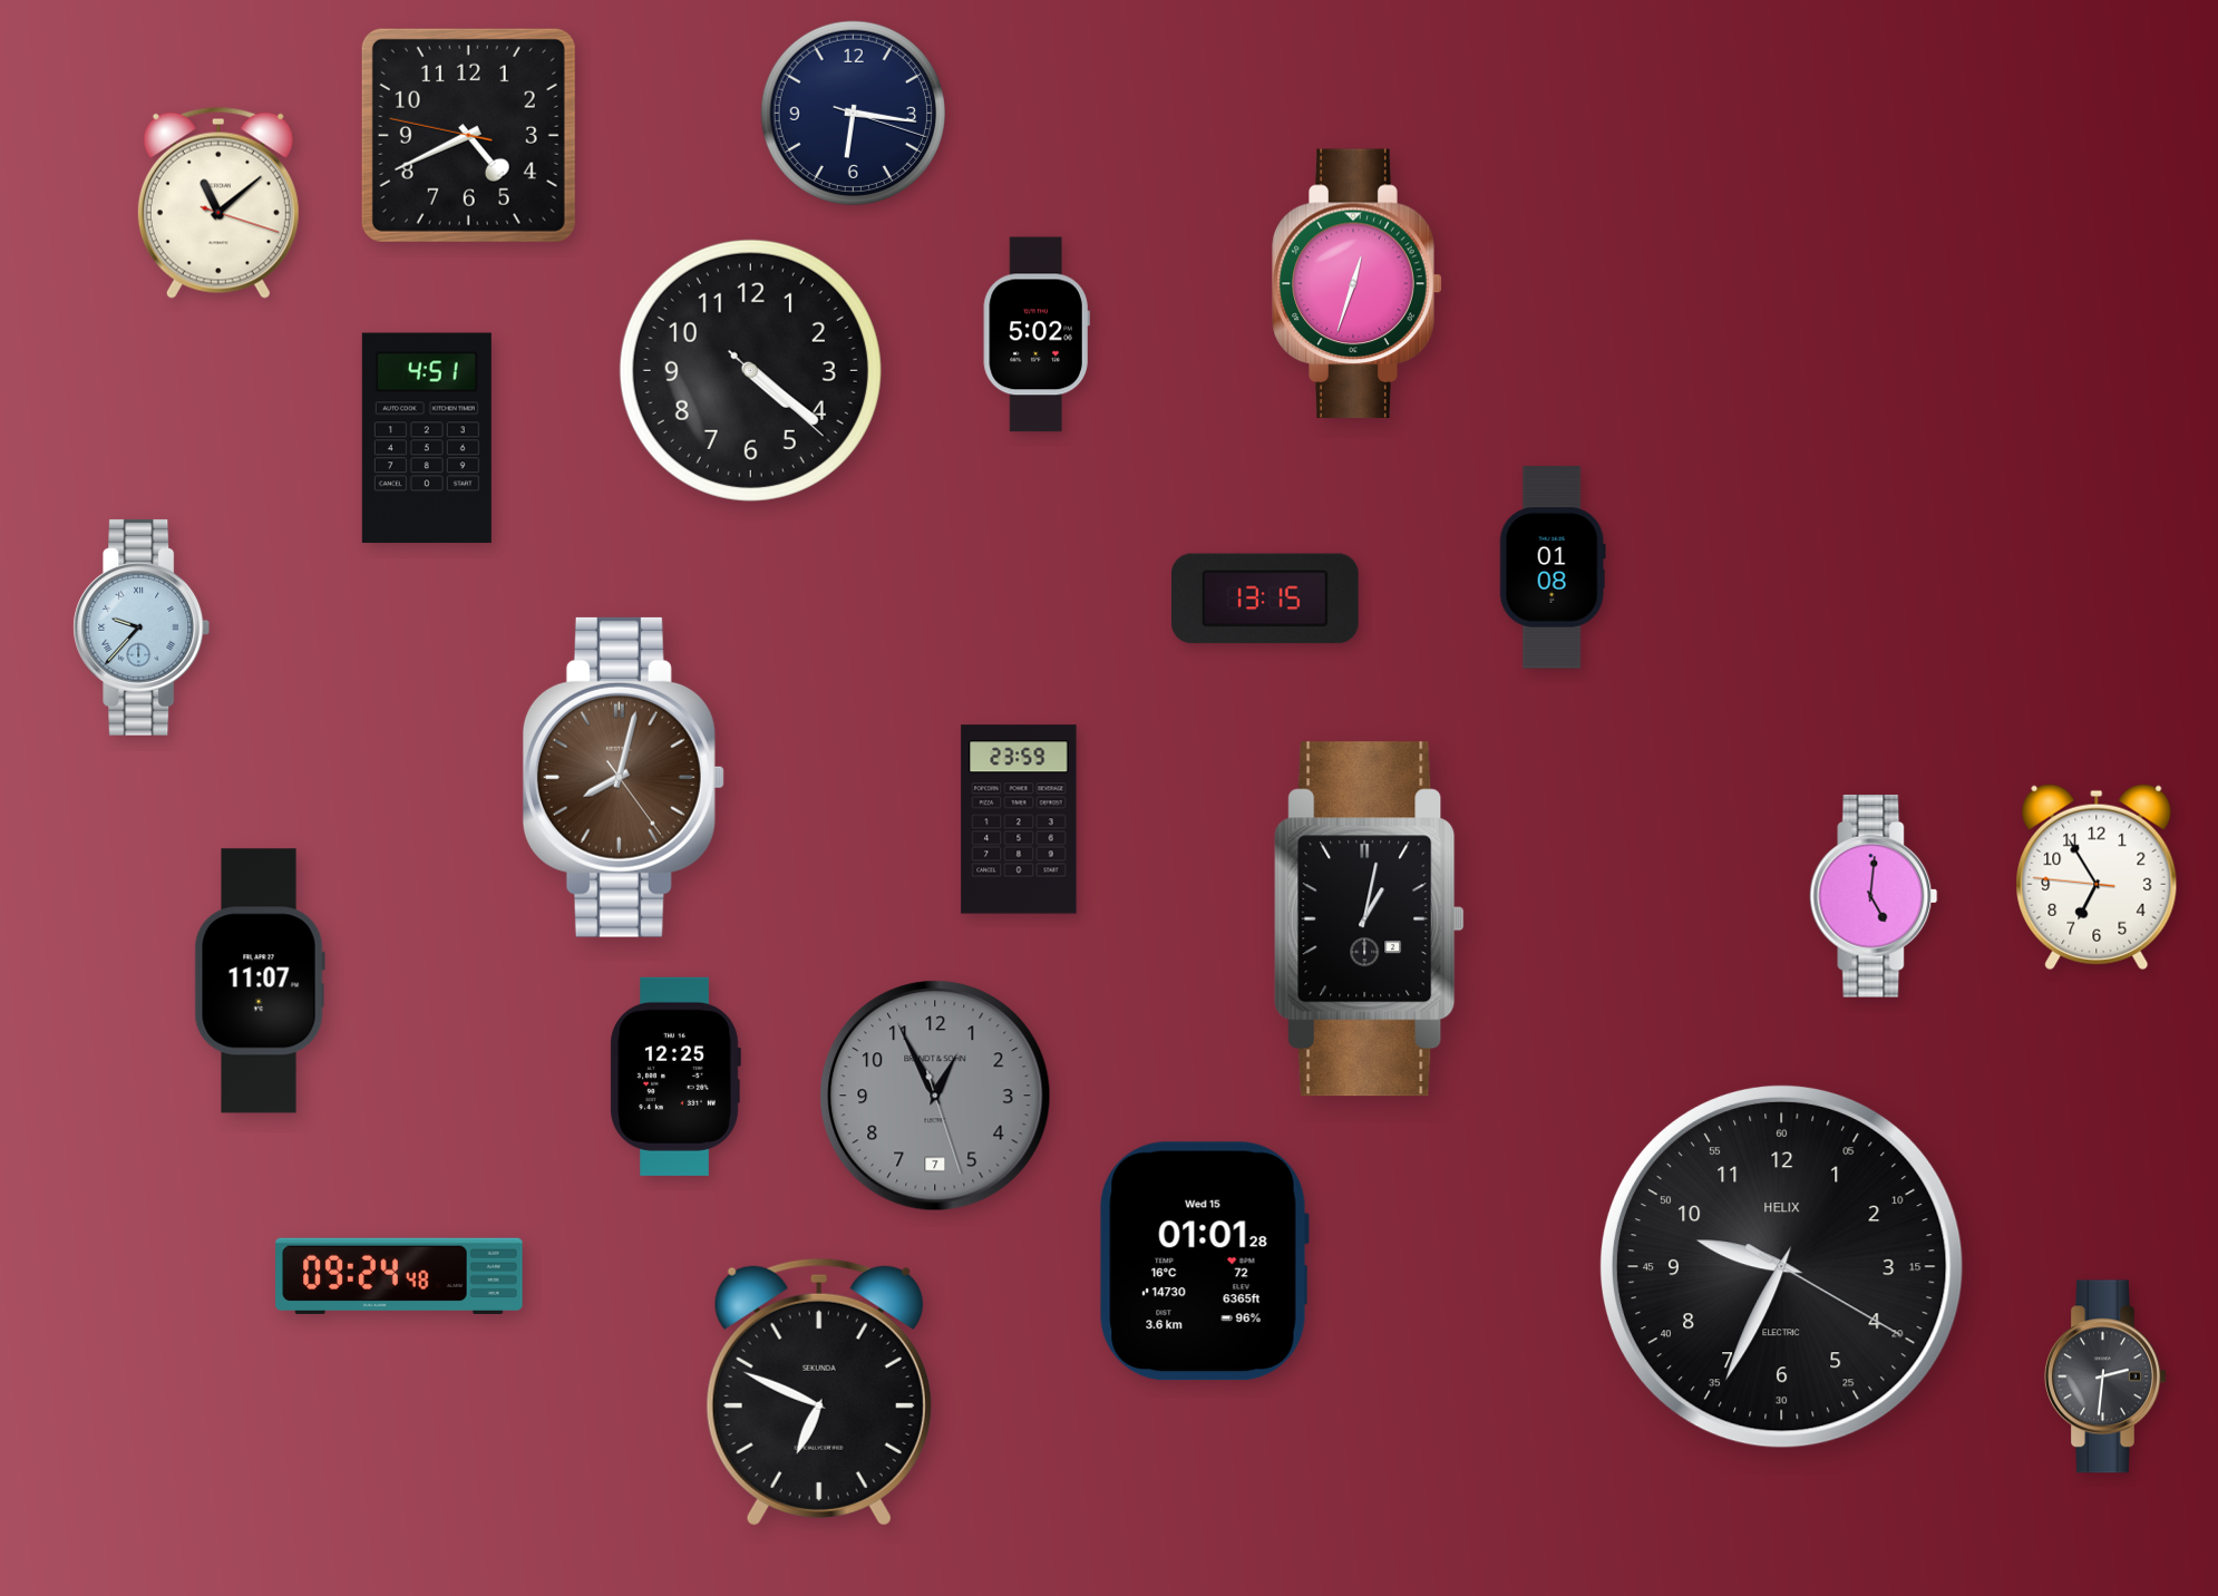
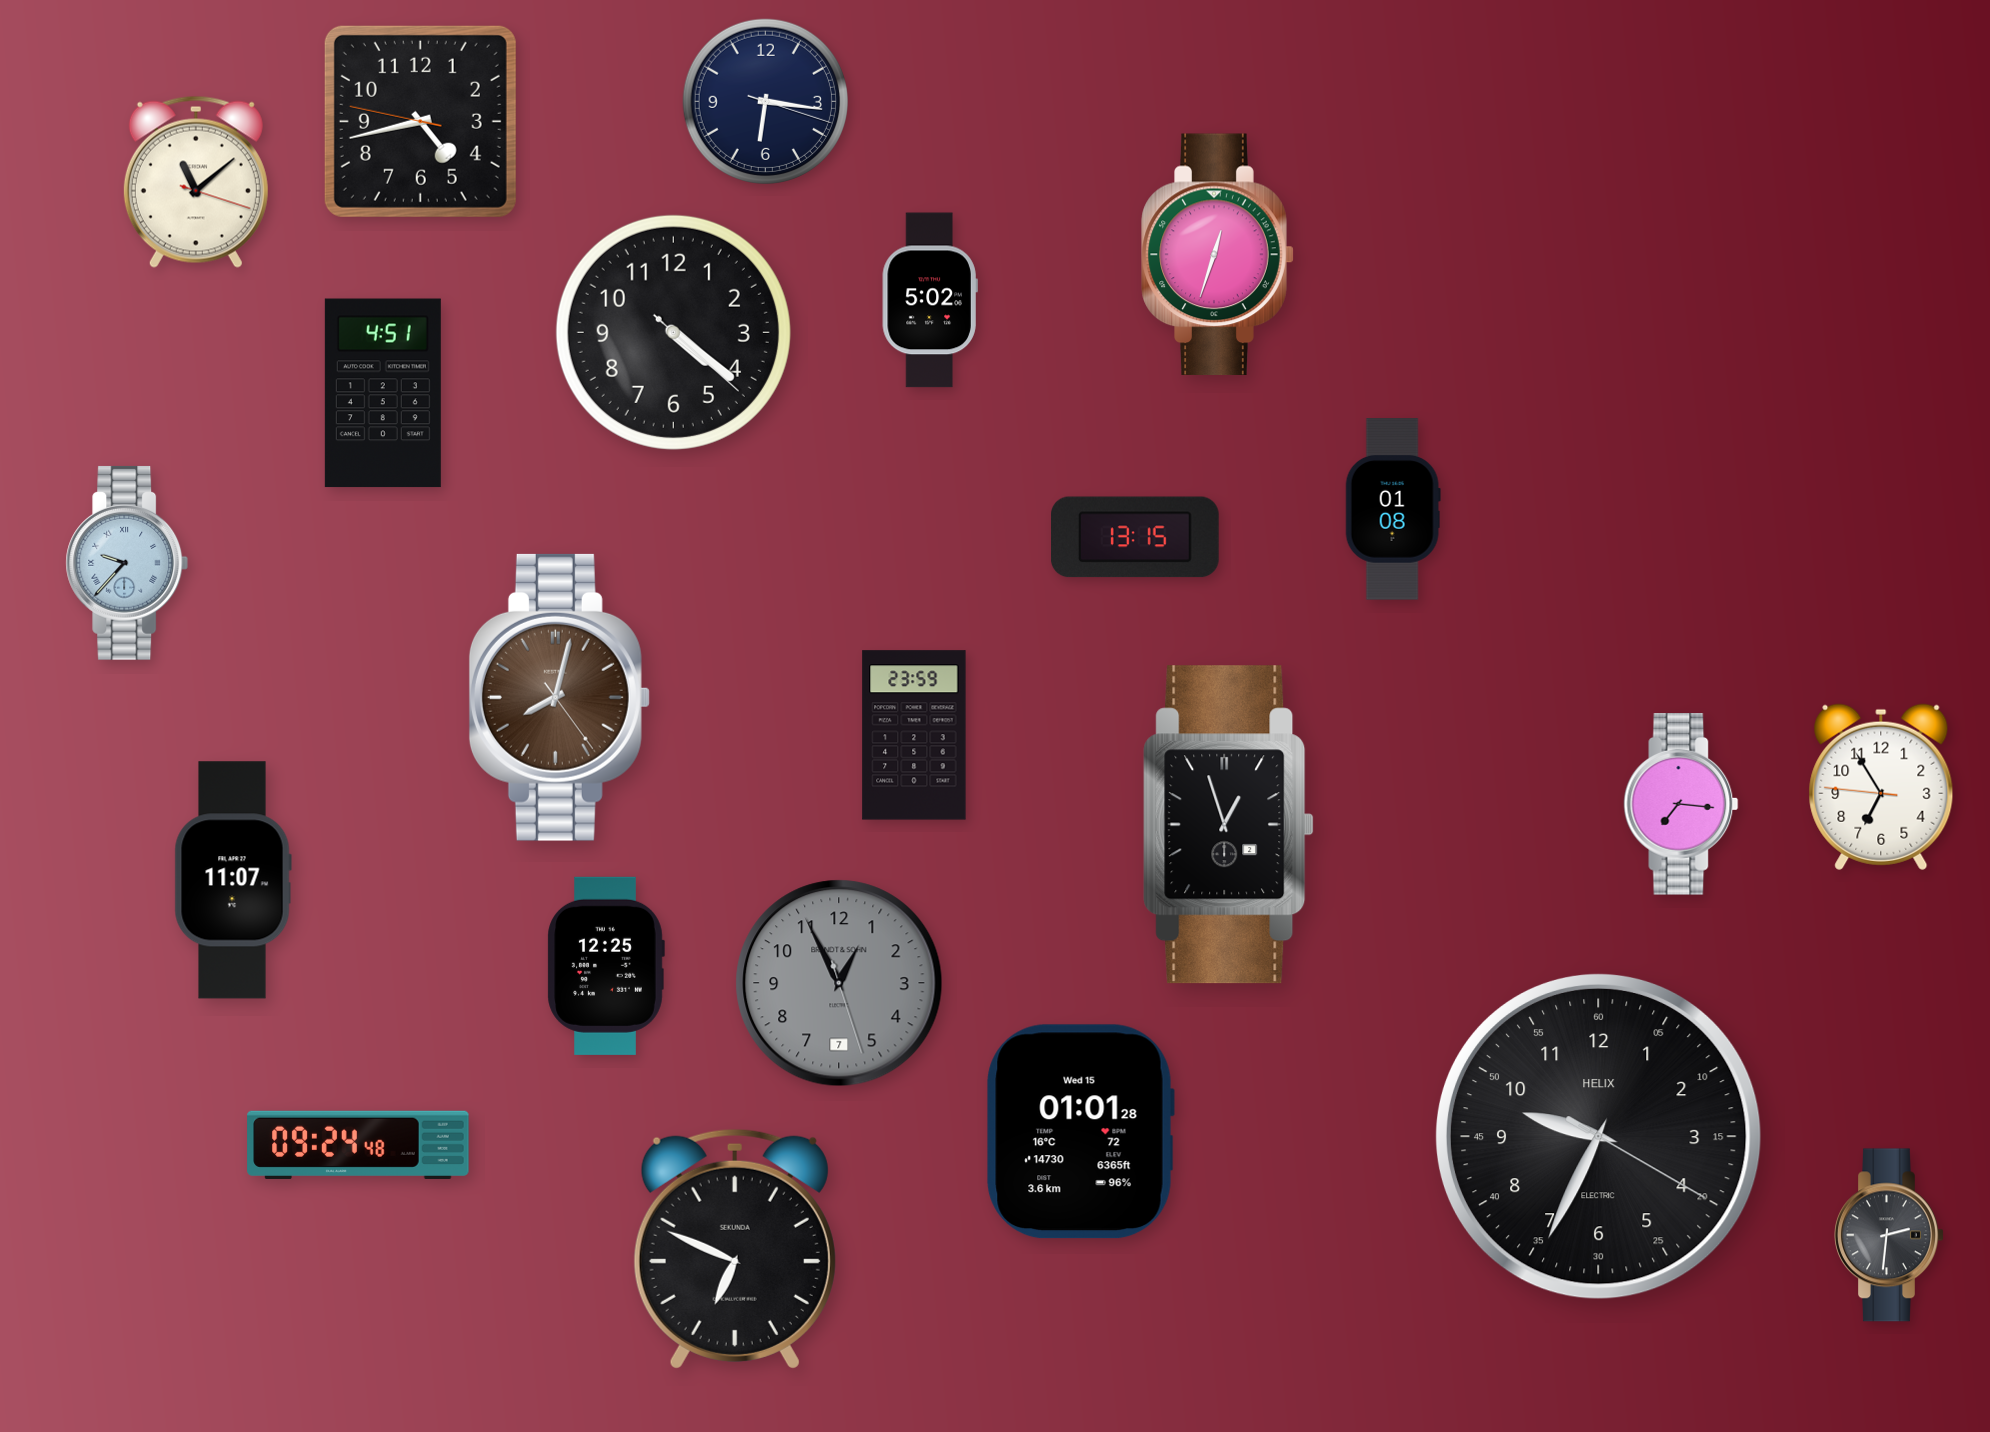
clock at (468, 135): 4:40 -> 4:42
clock at (1874, 896): 5:01 -> 7:16
clock at (1370, 919): 1:02 -> 12:57
